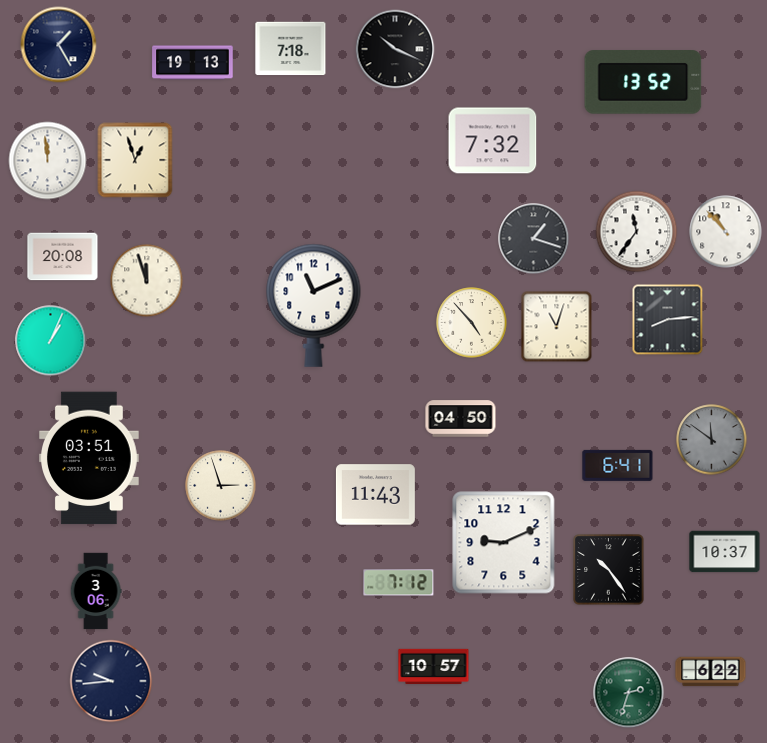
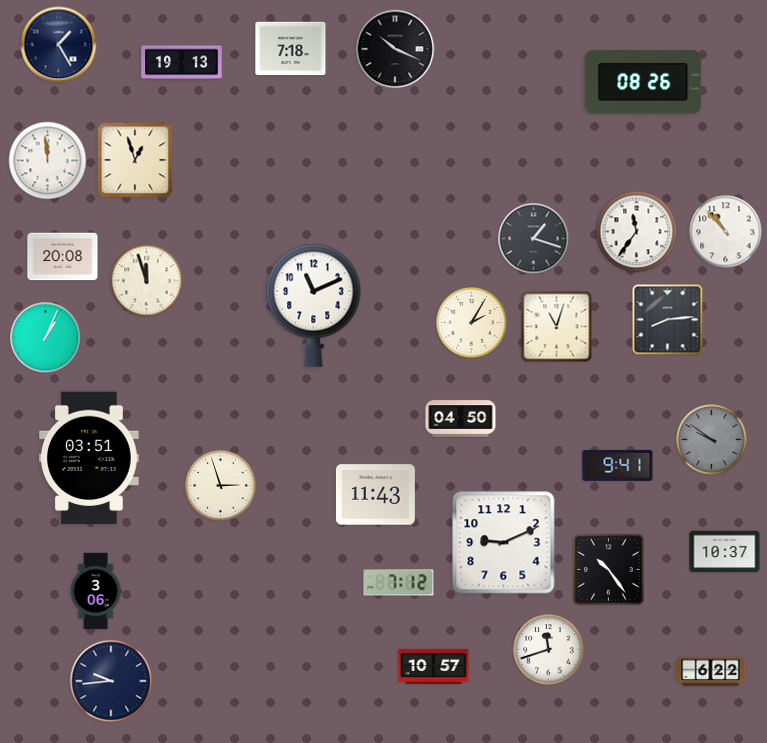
clock at (193, 63) position: (193, 63) -> (182, 63)
clock at (643, 82): 13:52 -> 08:26
clock at (493, 141): 7:32 -> none
clock at (472, 323): 4:53 -> 2:05
clock at (51, 341) position: (51, 341) -> (46, 338)
clock at (712, 440): 11:51 -> 9:51
clock at (618, 465): 6:41 -> 9:41
clock at (549, 650): none -> 11:42
clock at (629, 693): 2:33 -> none
